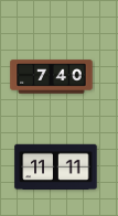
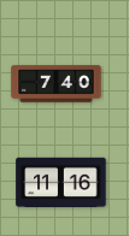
clock at (56, 168): 11:11 -> 11:16
